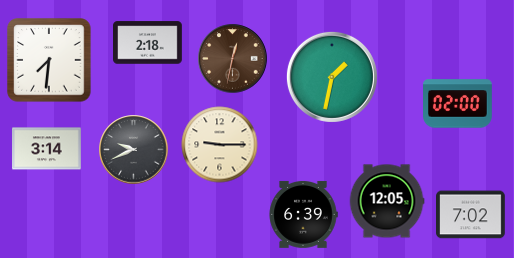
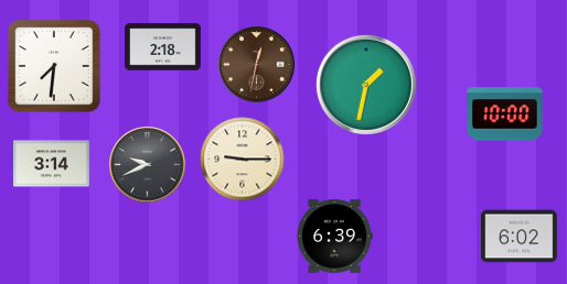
clock at (458, 104): 02:00 -> 10:00
clock at (387, 201): 12:05 -> none
clock at (471, 215): 7:02 -> 6:02
